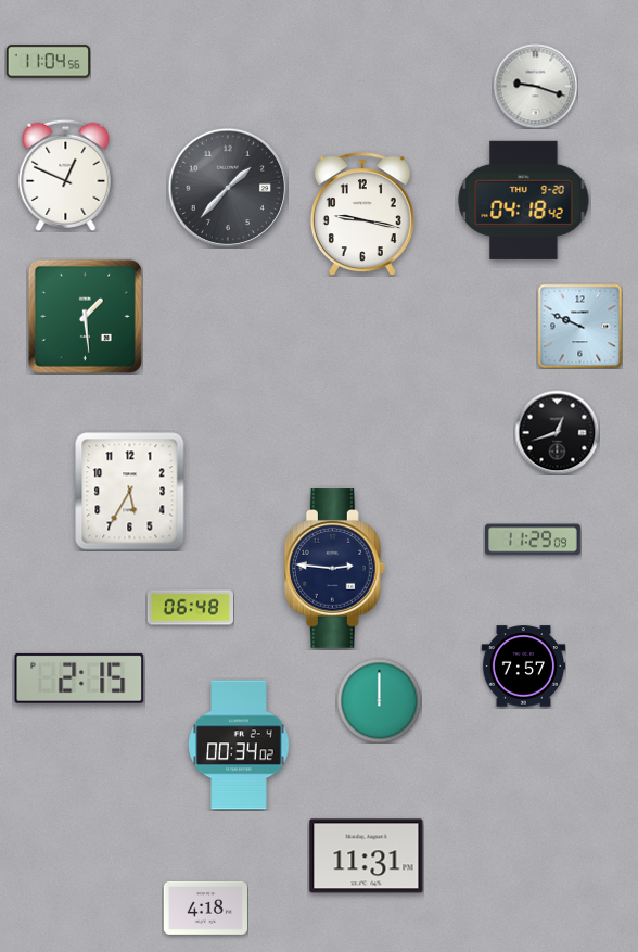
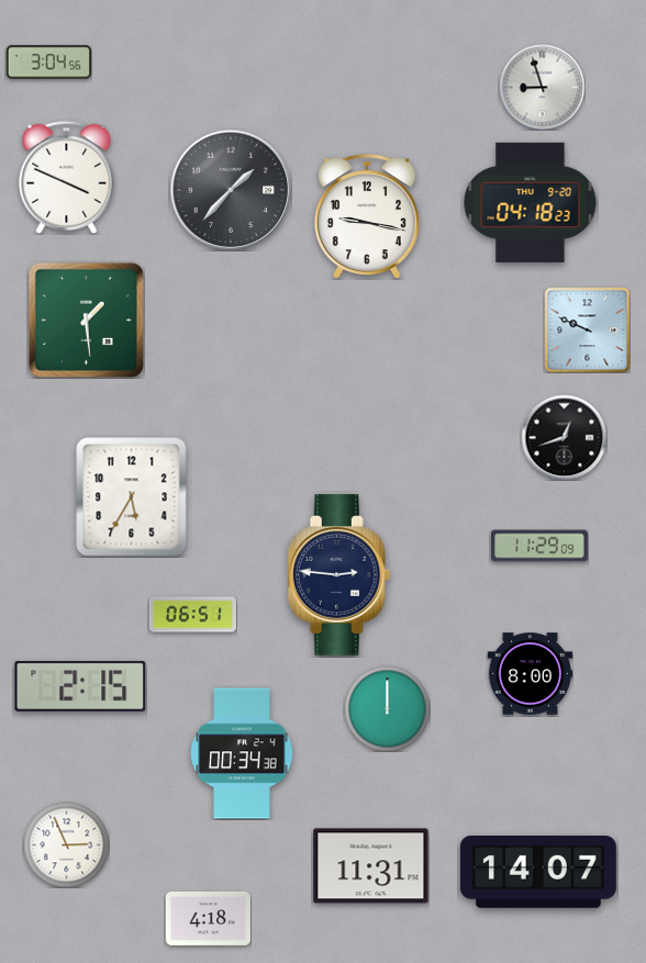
clock at (48, 62): 11:04 -> 3:04
clock at (535, 86): 9:18 -> 8:57
clock at (66, 175): 12:49 -> 3:49
clock at (524, 200): 04:18:42 -> 04:18:23
clock at (190, 608): 06:48 -> 06:51
clock at (523, 667): 7:57 -> 8:00
clock at (379, 700) position: (379, 700) -> (387, 708)
clock at (239, 745): 00:34:02 -> 00:34:38
clock at (66, 844): none -> 2:56
clock at (538, 872): none -> 14:07
